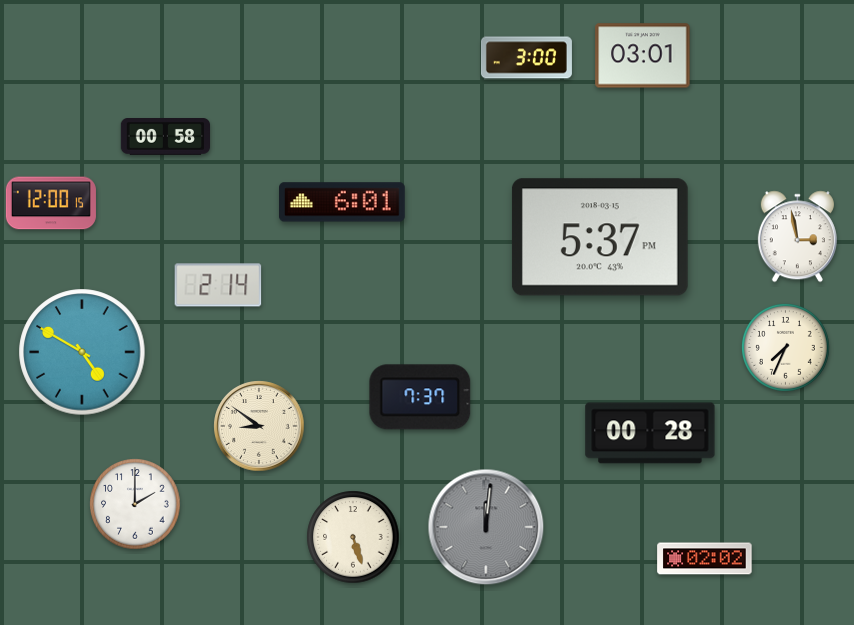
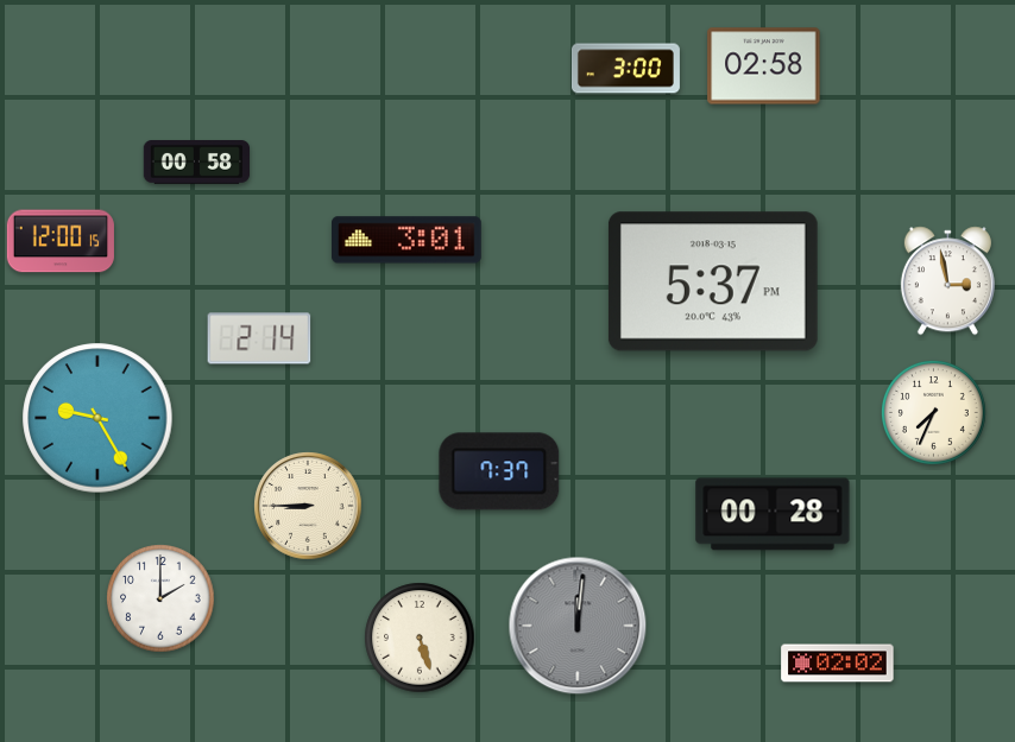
clock at (643, 56): 03:01 -> 02:58
clock at (343, 202): 6:01 -> 3:01
clock at (82, 352): 4:50 -> 9:25
clock at (259, 426): 8:51 -> 8:45
